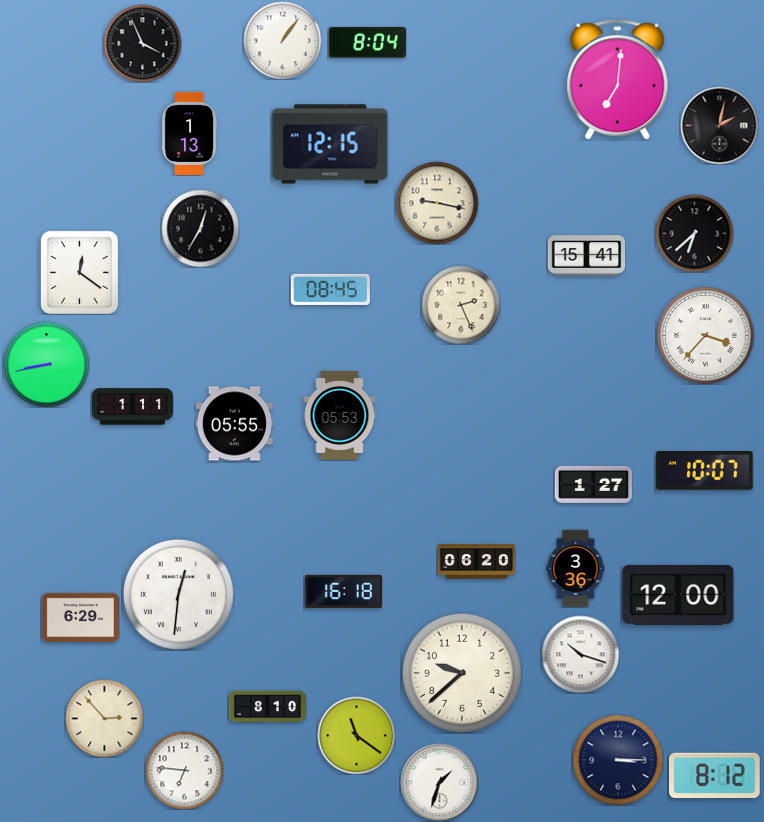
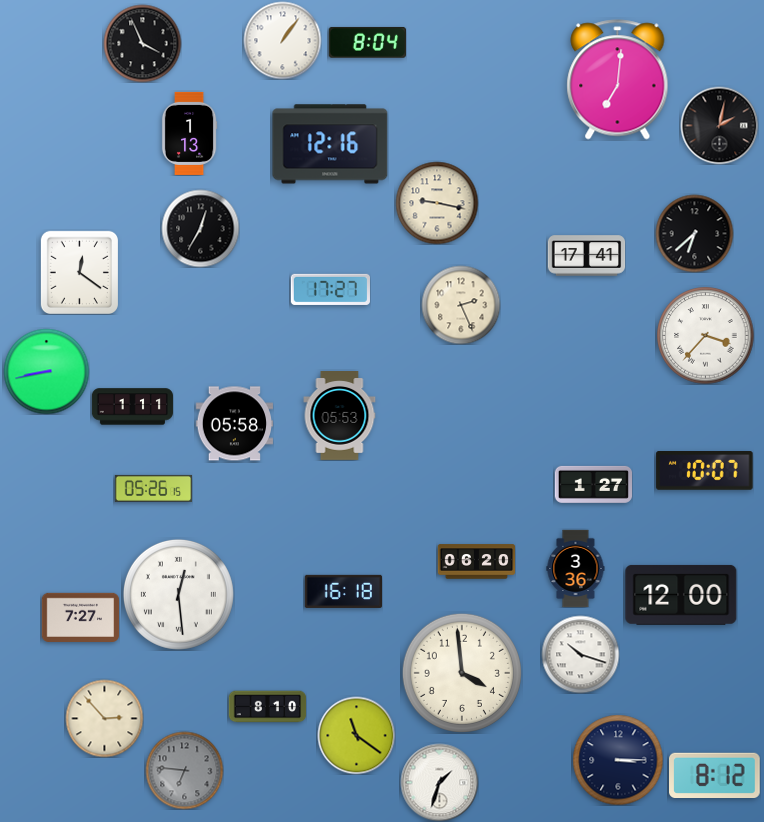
clock at (330, 144): 12:15 -> 12:16
clock at (586, 256): 15:41 -> 17:41
clock at (330, 289): 08:45 -> 17:27
clock at (46, 364) position: (46, 364) -> (46, 371)
clock at (234, 424): 05:55 -> 05:58
clock at (153, 488): none -> 05:26
clock at (178, 594): 12:31 -> 12:29
clock at (678, 595) position: (678, 595) -> (681, 595)
clock at (80, 617): 6:29 -> 7:27
clock at (462, 673): 9:38 -> 3:59
clock at (184, 770) dial: white -> grey
